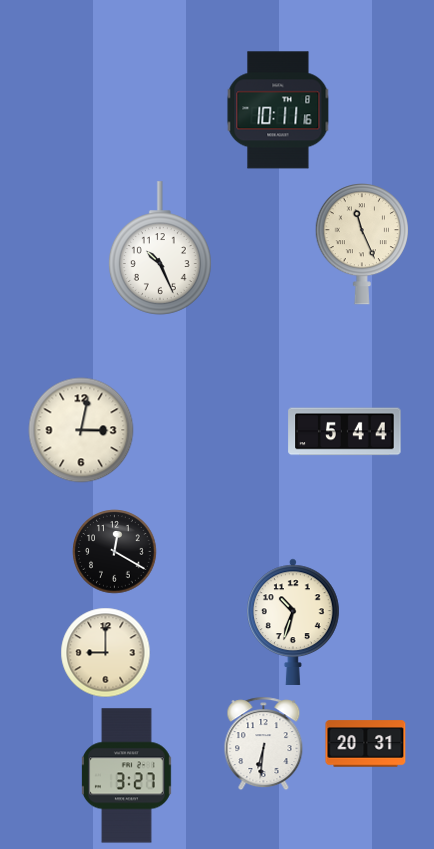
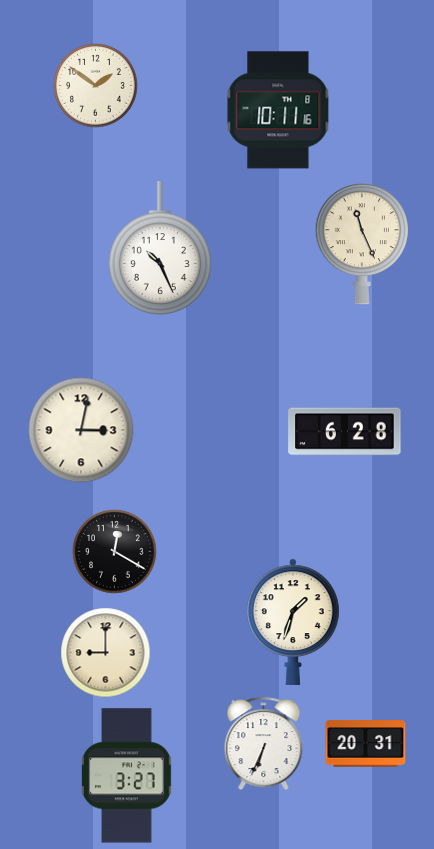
clock at (96, 86): none -> 1:51
clock at (345, 432): 5:44 -> 6:28
clock at (294, 622): 10:33 -> 1:33
clock at (264, 744): 6:31 -> 6:34
